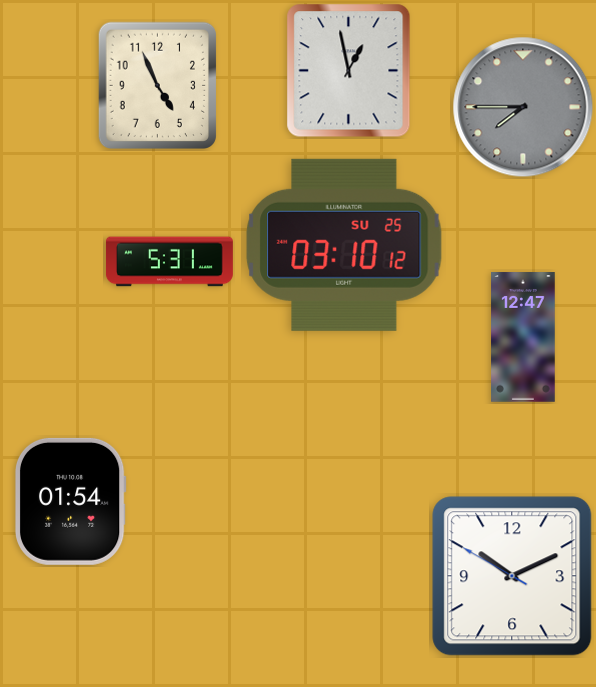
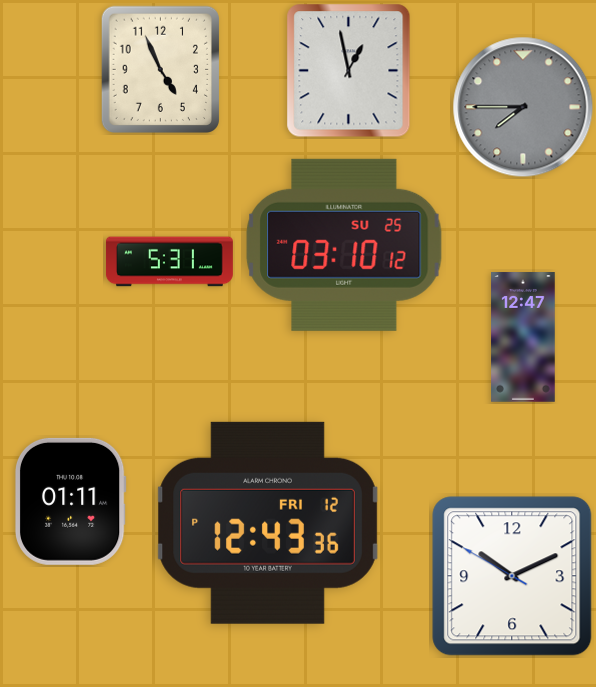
clock at (157, 85) position: (157, 85) -> (160, 69)
clock at (70, 501): 01:54 -> 01:11
clock at (268, 523): none -> 12:43
